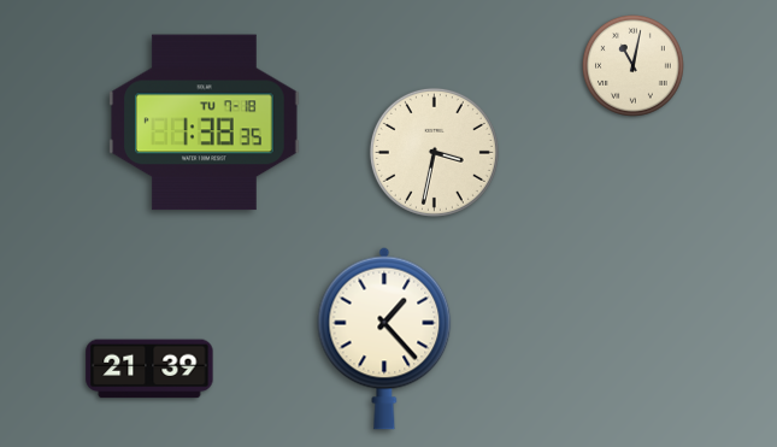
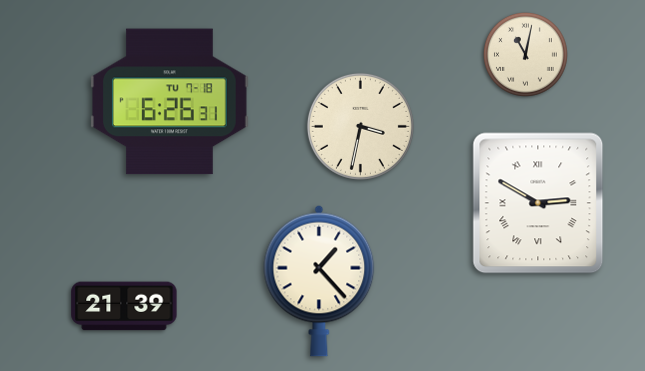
clock at (205, 123): 1:38 -> 6:26
clock at (538, 203): none -> 2:50
